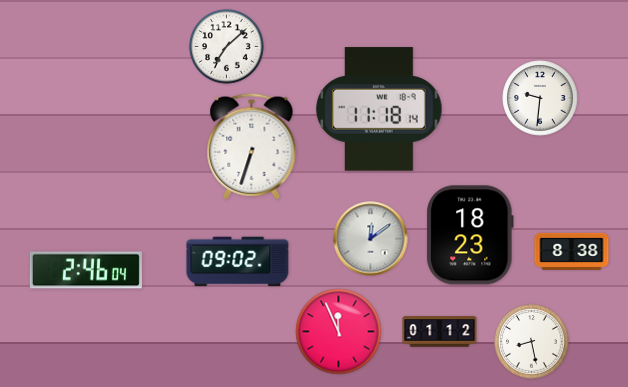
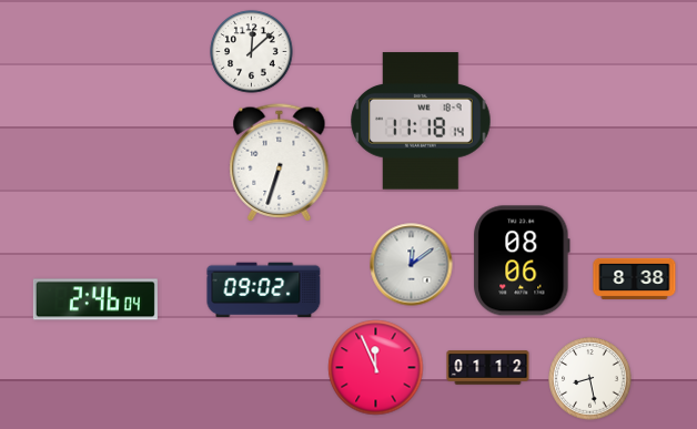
clock at (227, 47): 7:08 -> 12:08
clock at (540, 98): 9:31 -> none
clock at (470, 235): 18:23 -> 08:06
